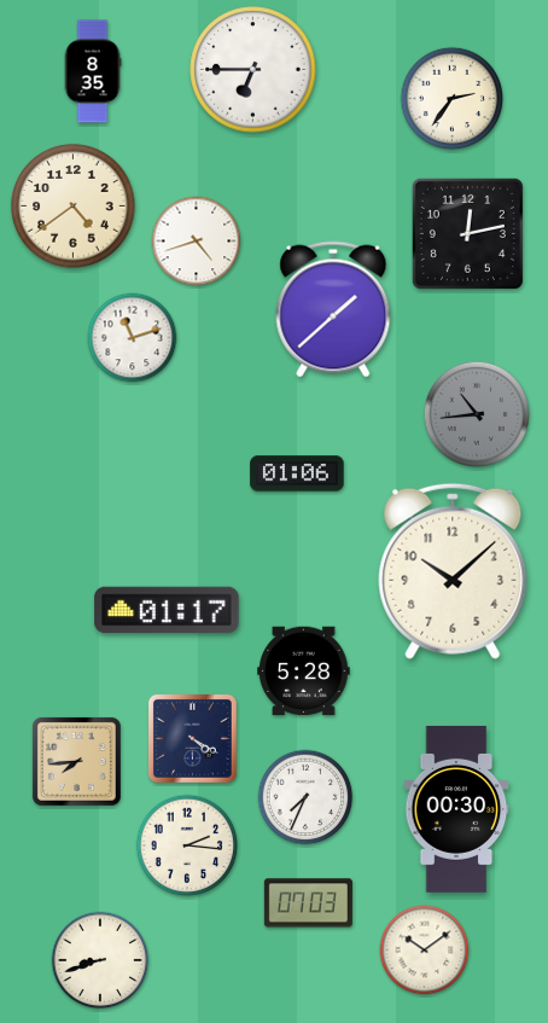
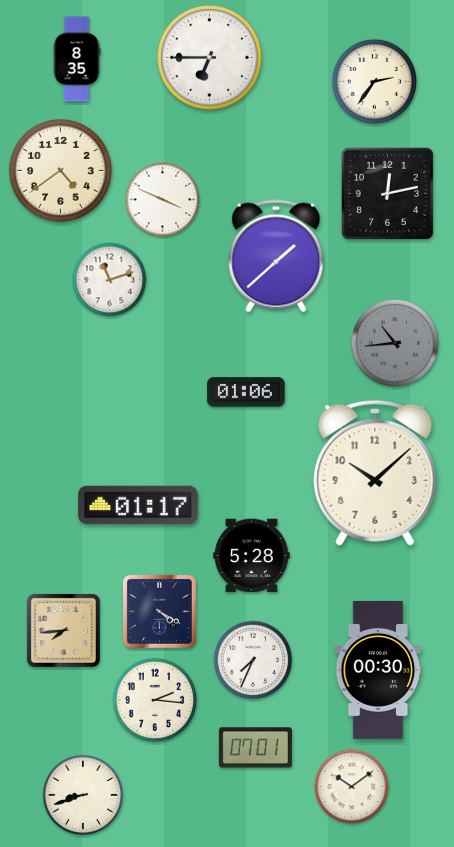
clock at (197, 242): 4:42 -> 3:49
clock at (308, 903): 07:03 -> 07:01
